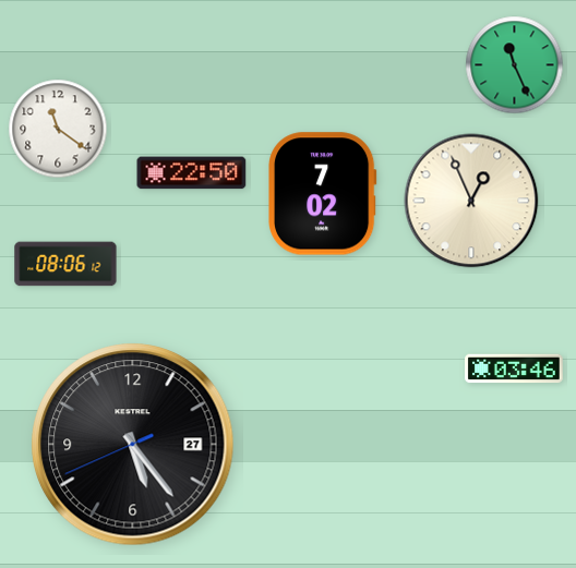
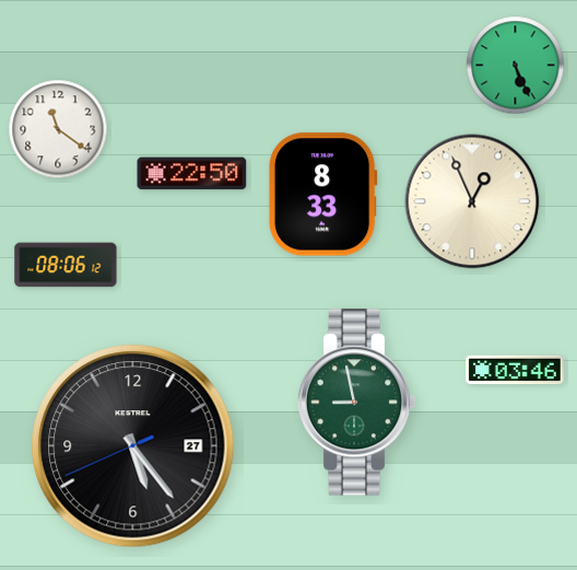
clock at (515, 65): 11:26 -> 5:26
clock at (322, 194): 7:02 -> 8:33
clock at (356, 403): none -> 8:58
